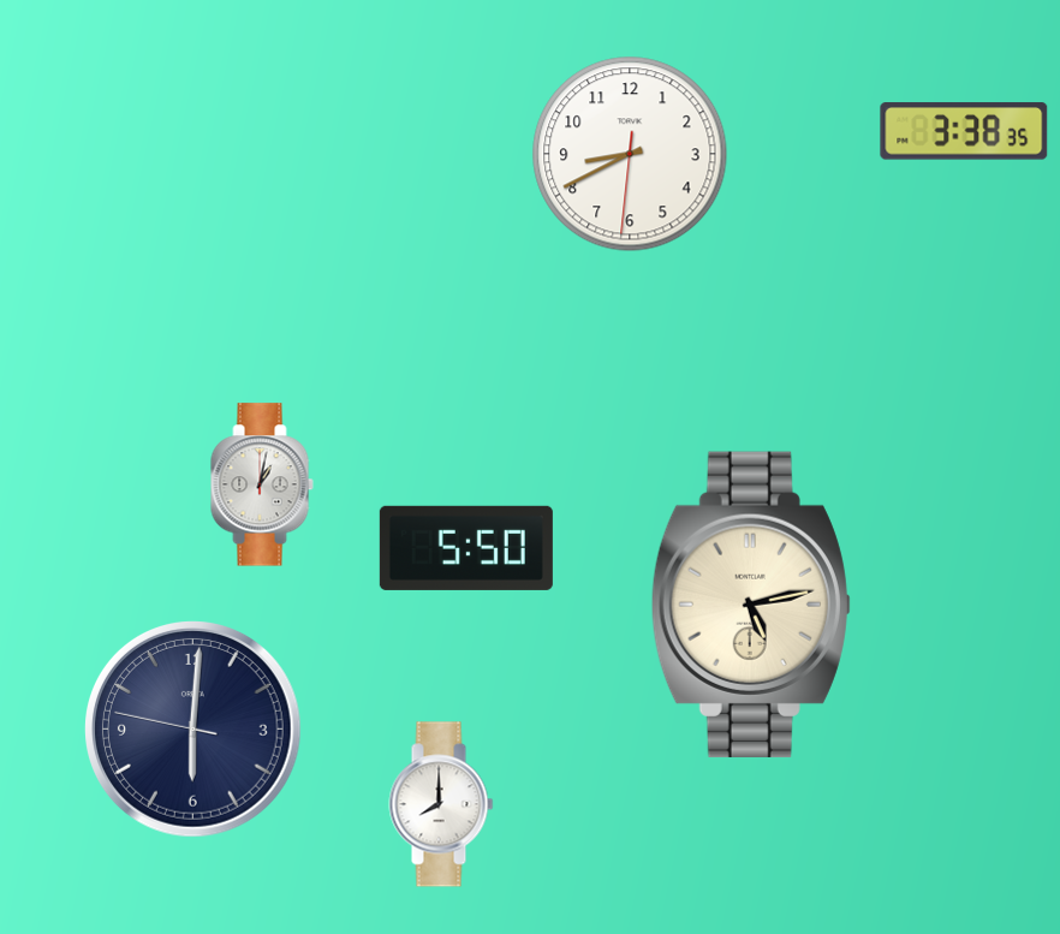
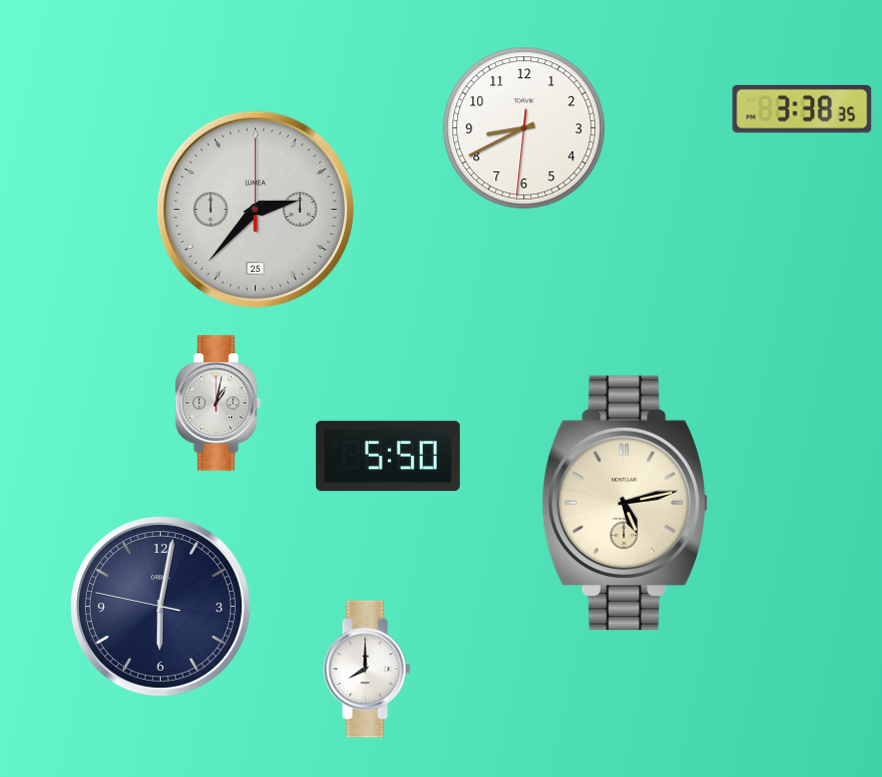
clock at (255, 209): none -> 2:37
clock at (193, 730): 6:00 -> 6:01
